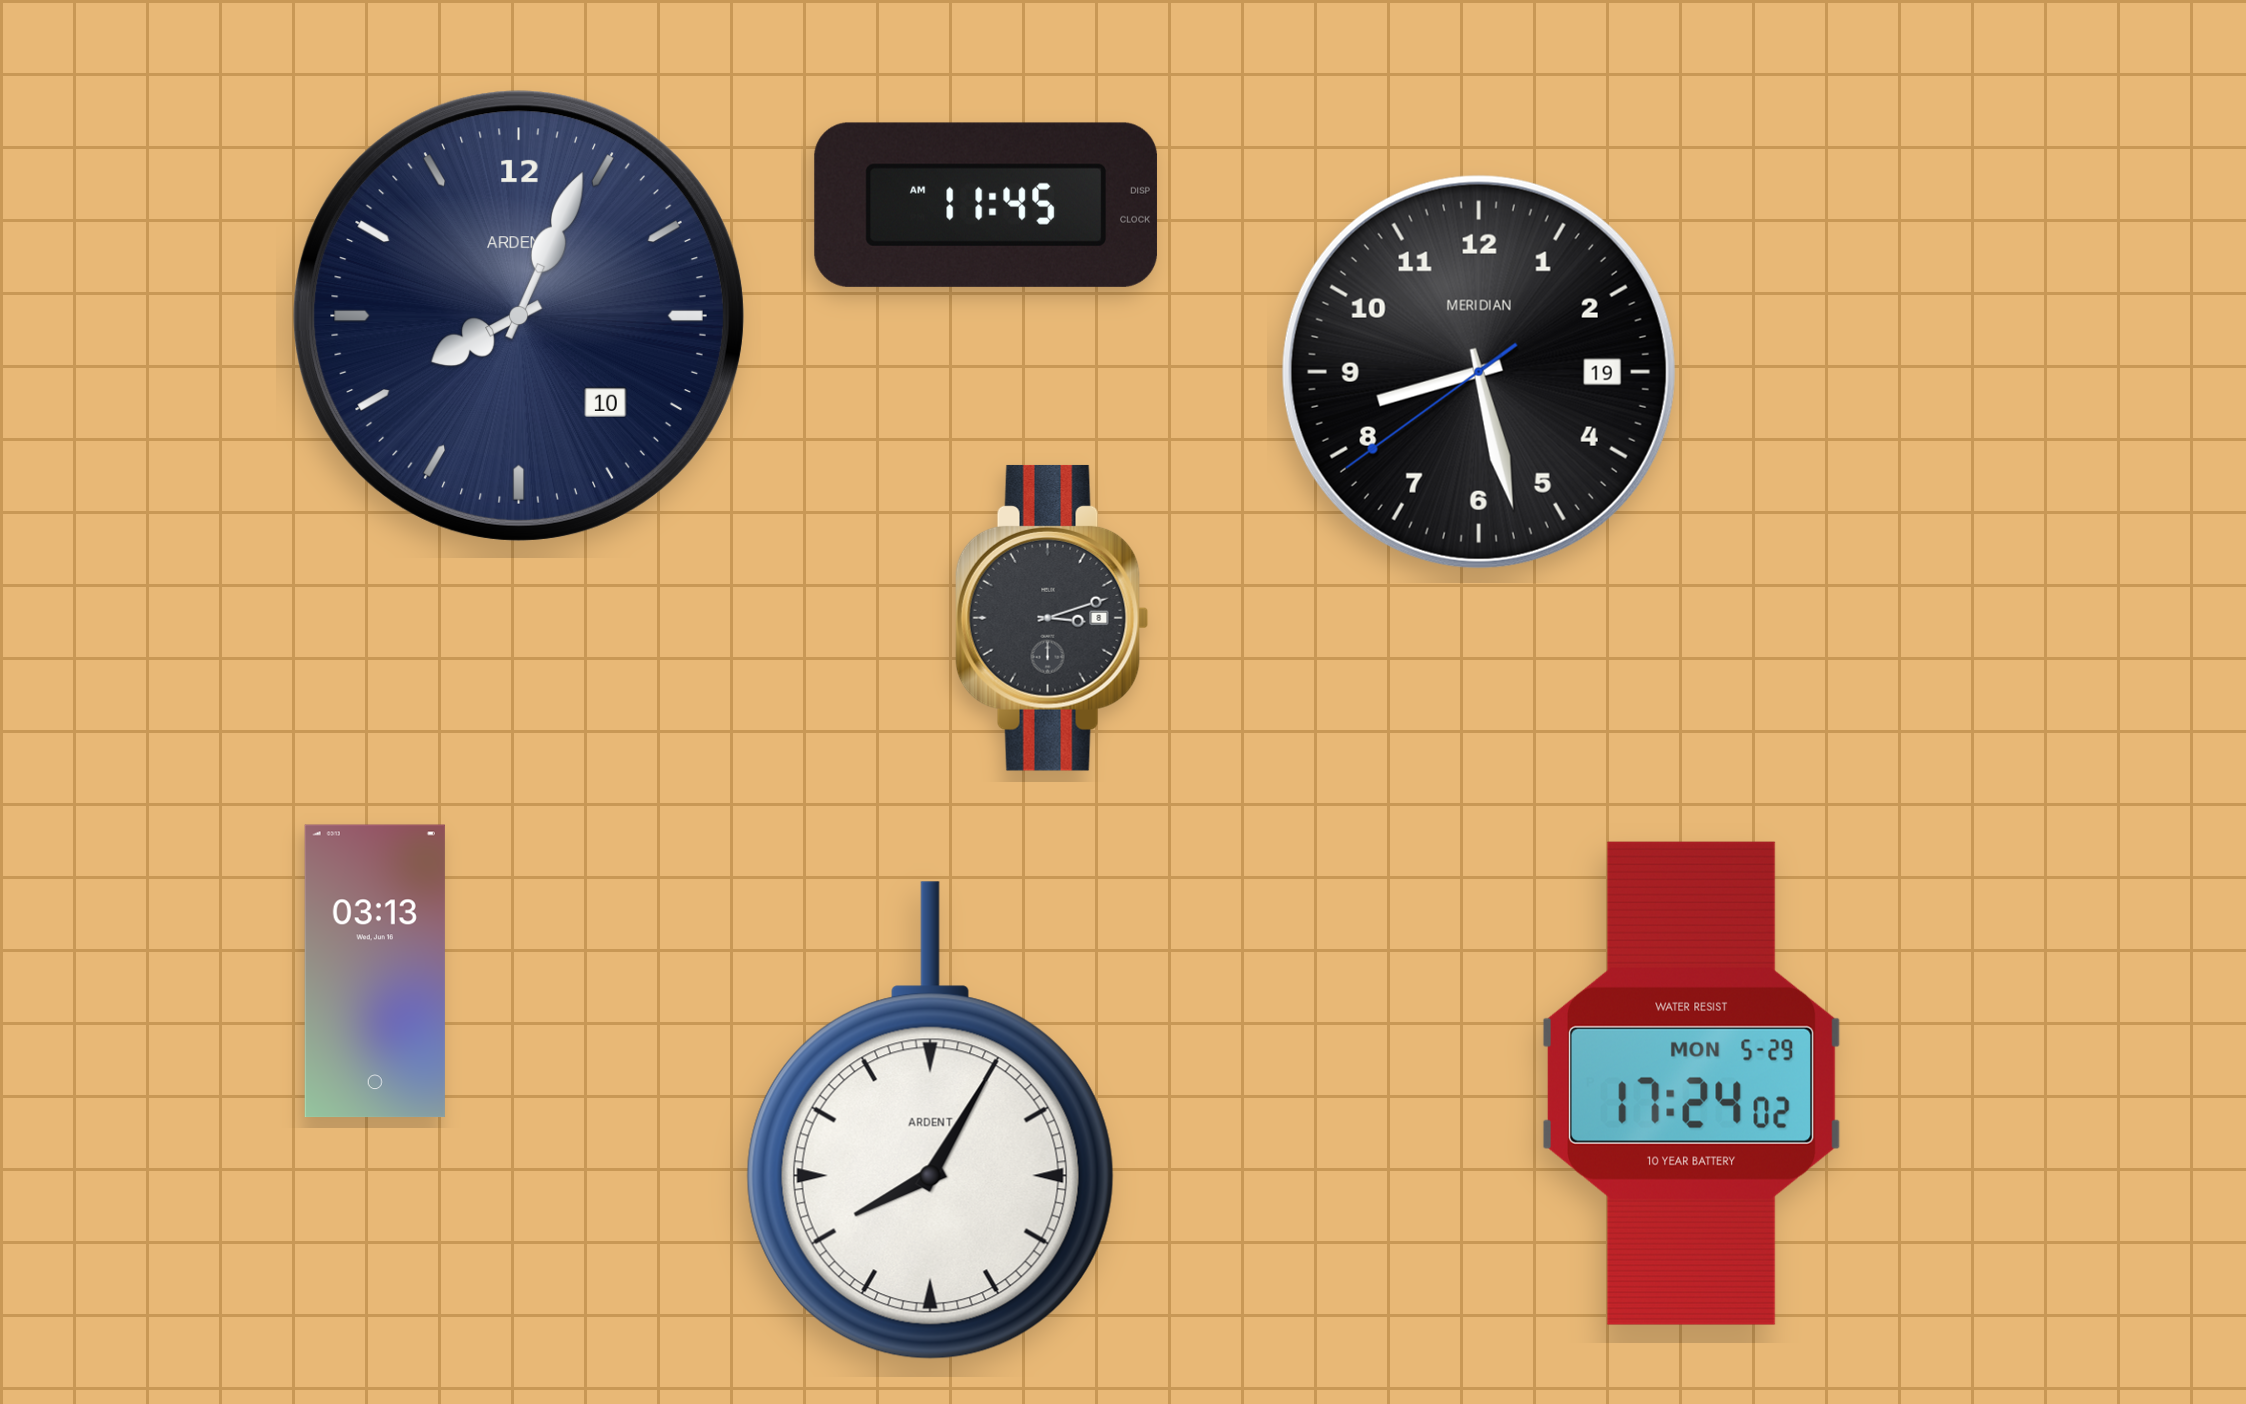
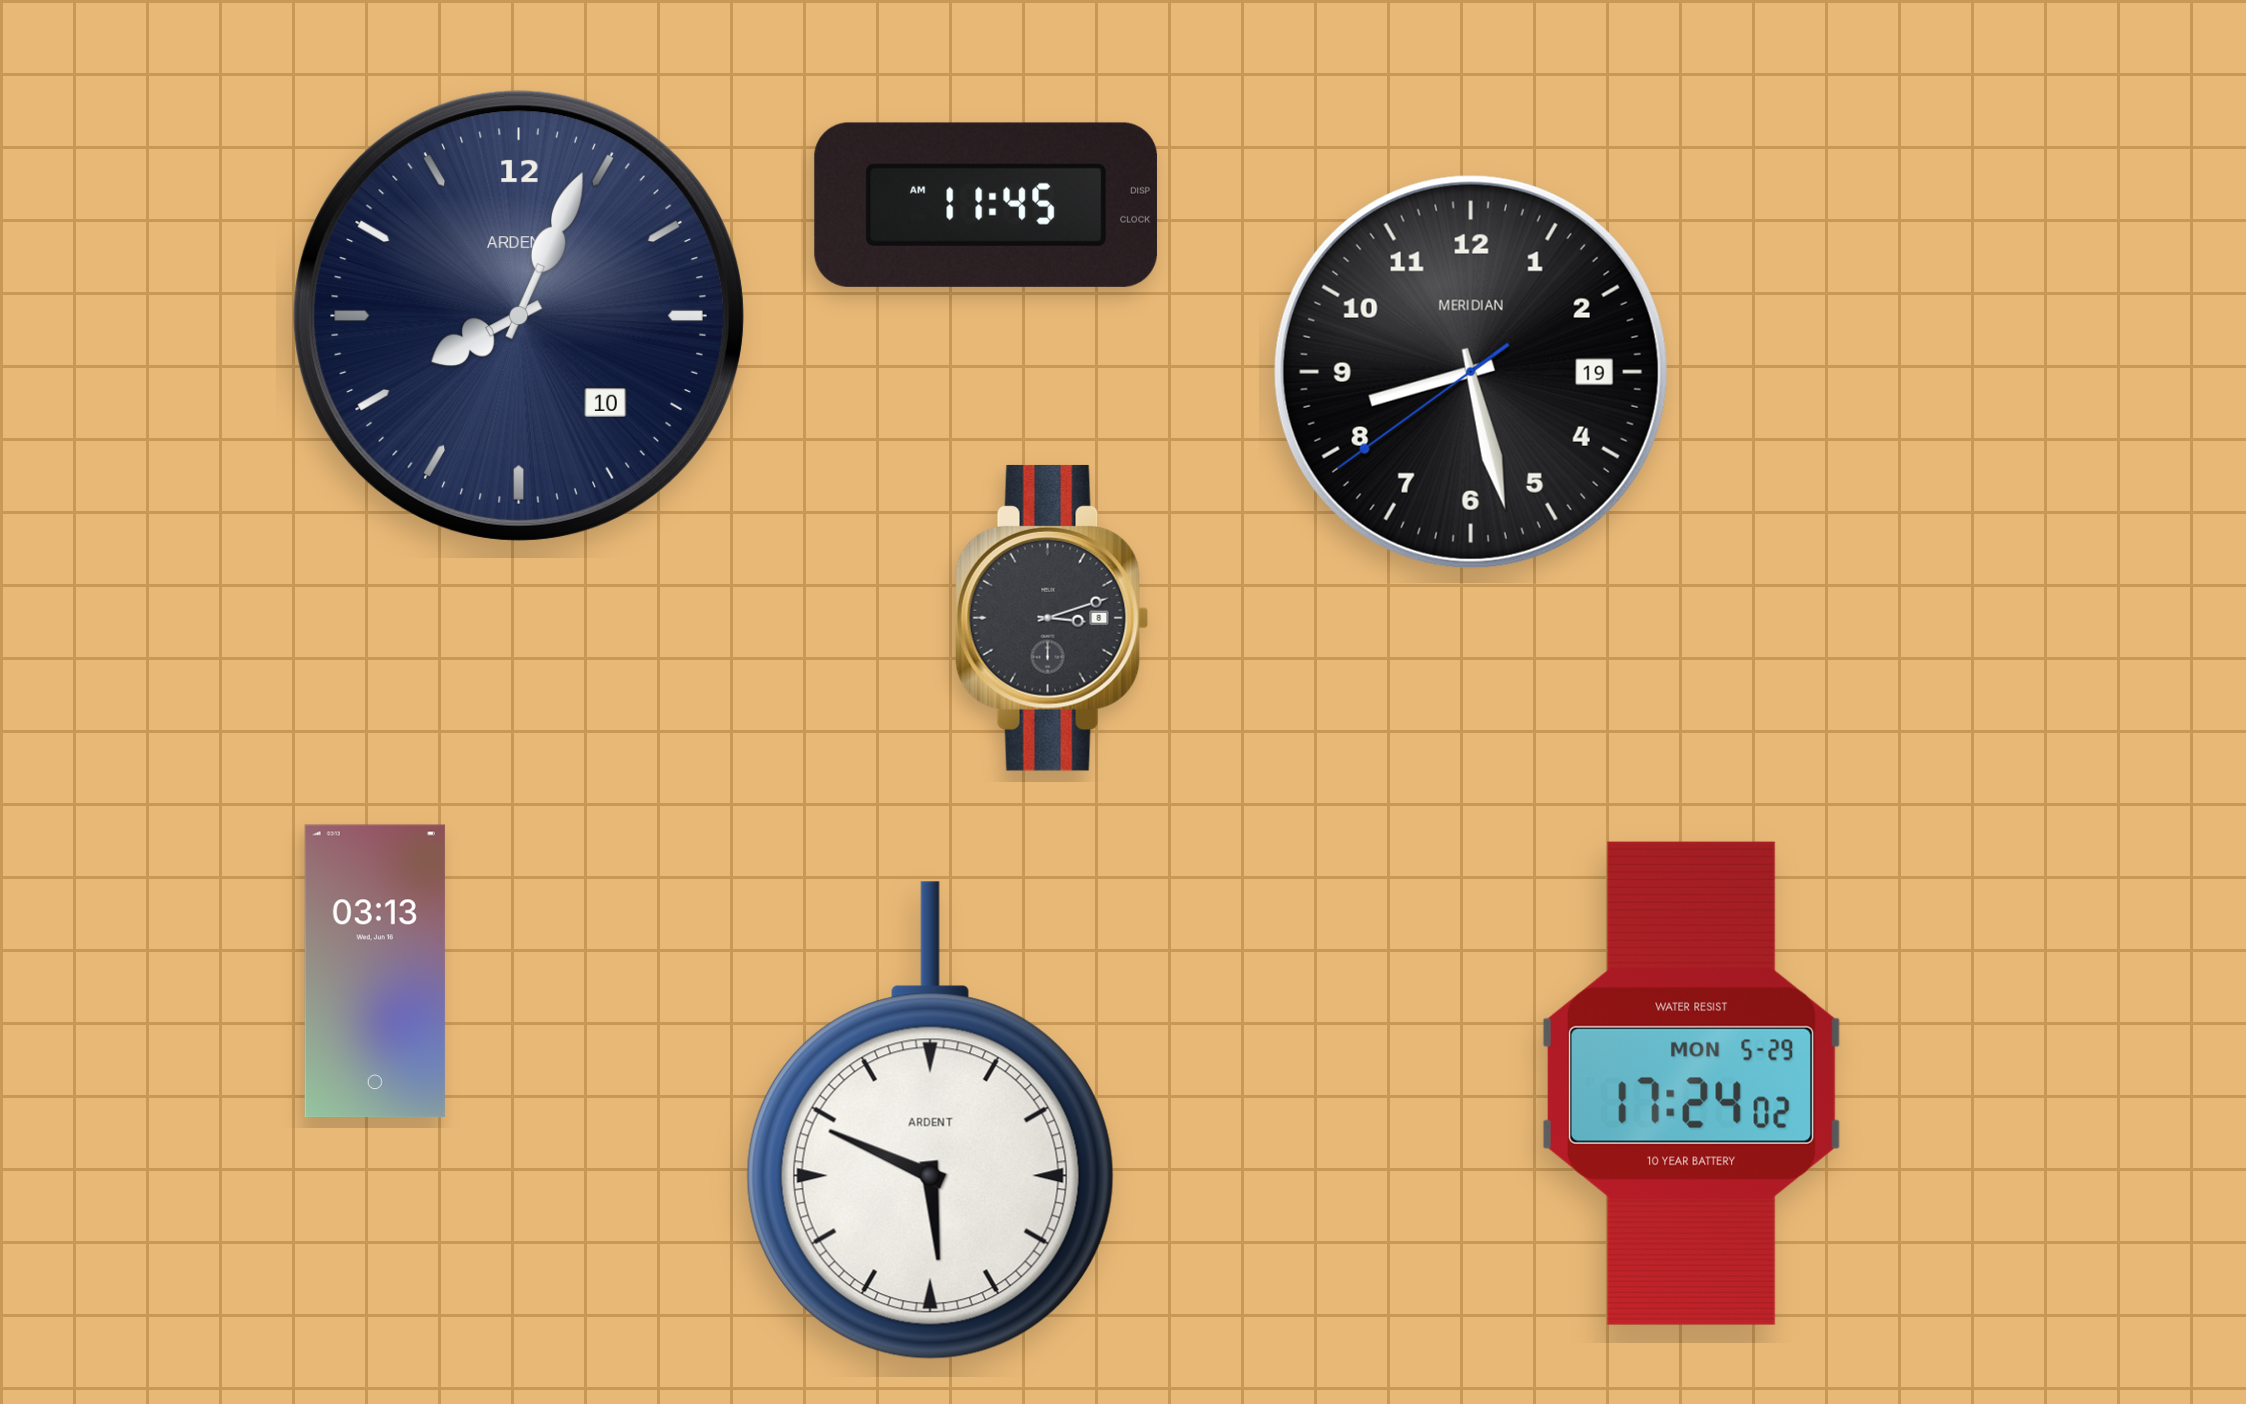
clock at (1479, 372) position: (1479, 372) -> (1471, 372)
clock at (930, 1121): 8:05 -> 5:49
